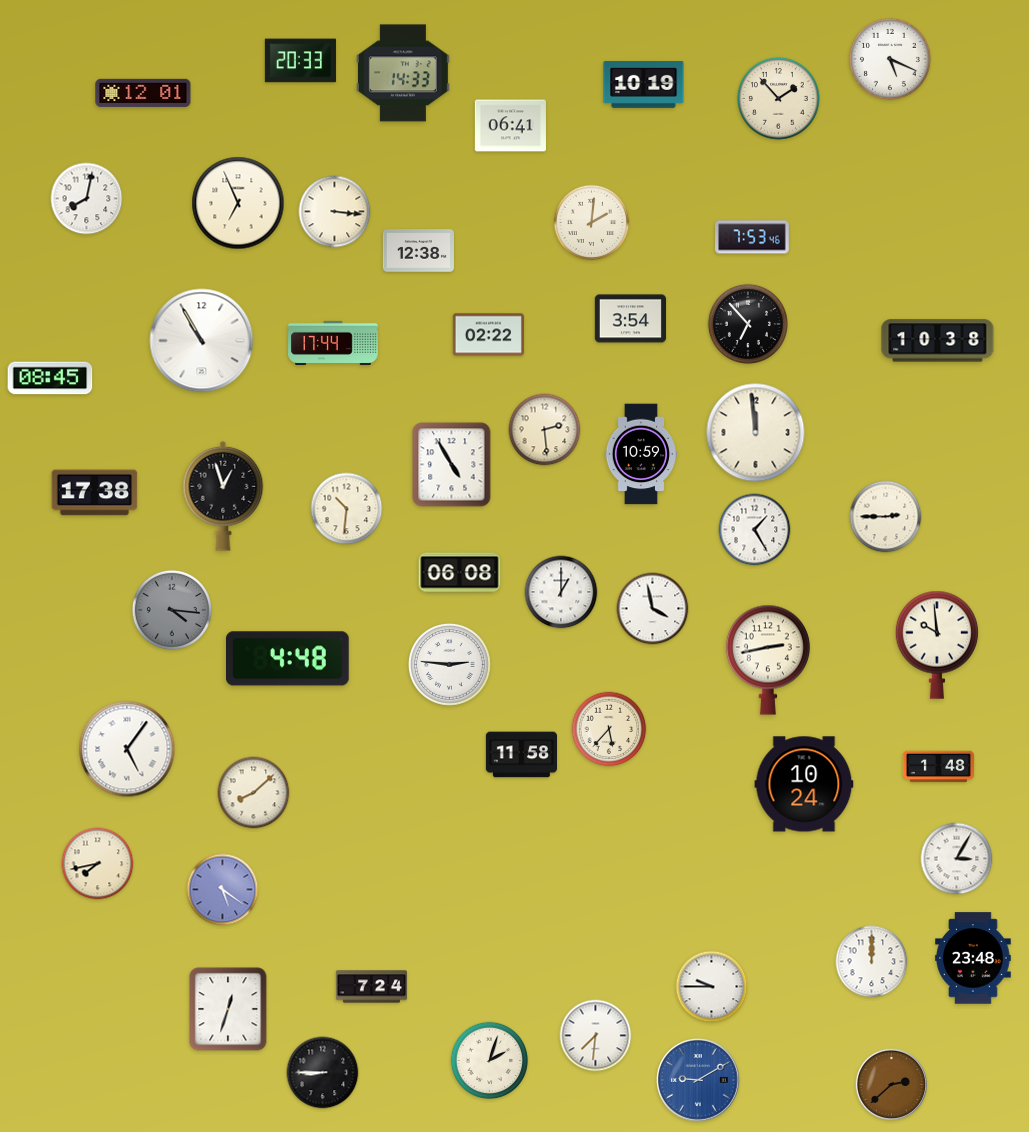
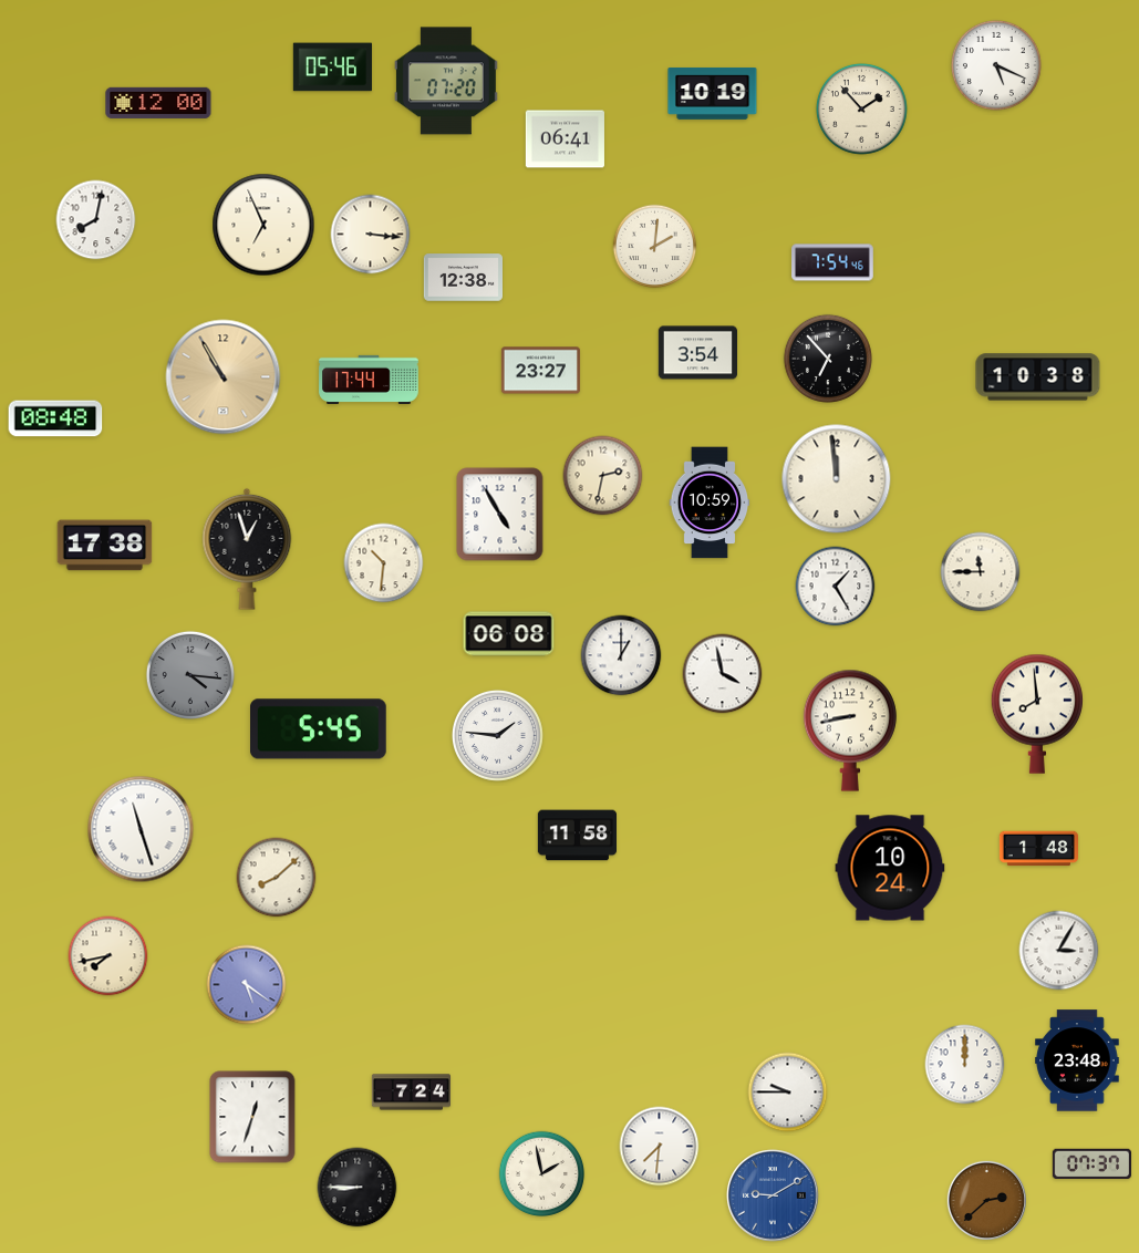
clock at (890, 59) position: (890, 59) -> (996, 65)
clock at (300, 61): 20:33 -> 05:46
clock at (403, 73): 14:33 -> 07:20
clock at (143, 93): 12:01 -> 12:00
clock at (752, 237): 7:53 -> 7:54
clock at (488, 335): 02:22 -> 23:27
clock at (202, 341) dial: white -> champagne
clock at (50, 378): 08:45 -> 08:48
clock at (545, 430): 2:29 -> 2:32
clock at (886, 517): 2:45 -> 11:45
clock at (936, 645): 9:59 -> 7:59
clock at (288, 659): 4:48 -> 5:45
clock at (768, 660): 2:43 -> 8:43
clock at (449, 664): 2:46 -> 1:46
clock at (609, 729): 5:37 -> none
clock at (127, 749): 5:06 -> 11:27
clock at (254, 793) position: (254, 793) -> (277, 878)
clock at (1091, 1164): none -> 07:37
clock at (490, 1061): 2:03 -> 1:58
